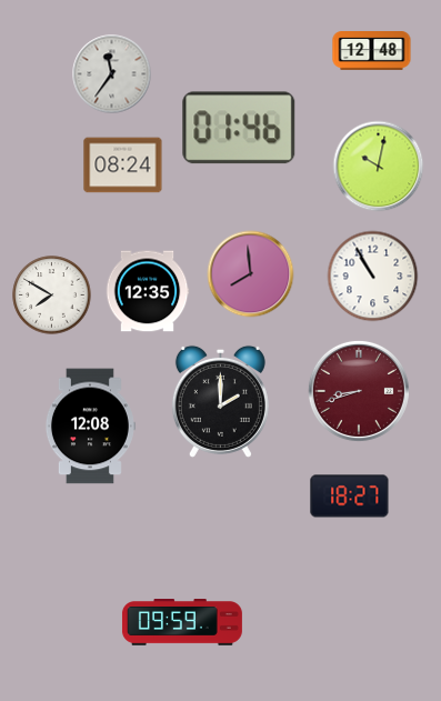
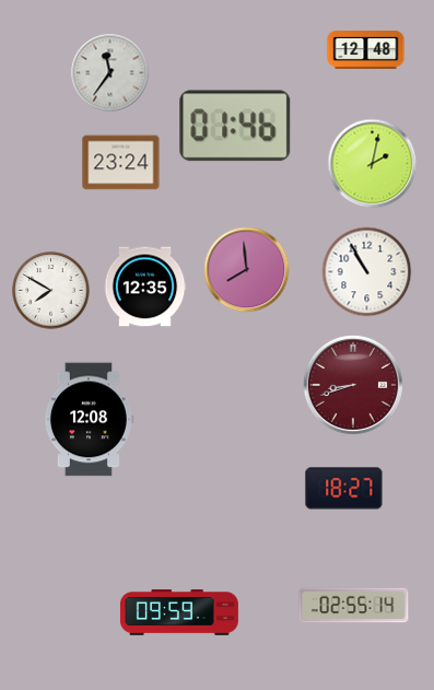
clock at (123, 166): 08:24 -> 23:24
clock at (379, 167): 10:02 -> 2:02
clock at (220, 401): 2:00 -> none
clock at (354, 606): none -> 02:55
